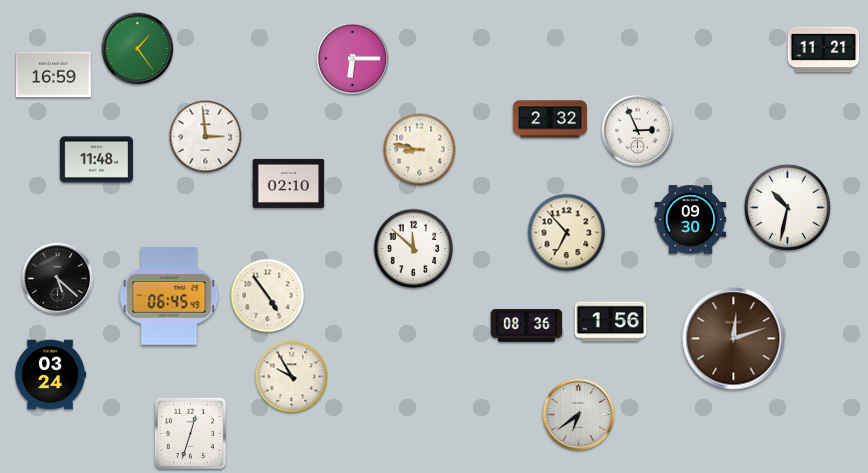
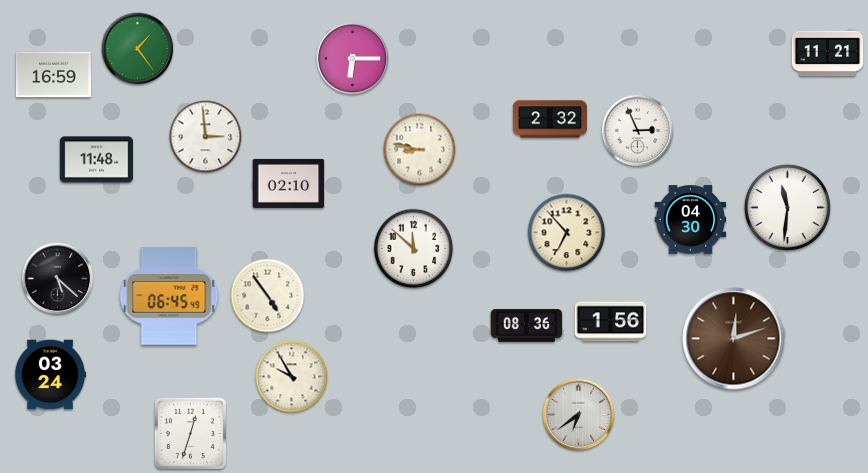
clock at (824, 50) position: (824, 50) -> (828, 54)
clock at (787, 207): 10:32 -> 11:31
clock at (691, 220): 09:30 -> 04:30
